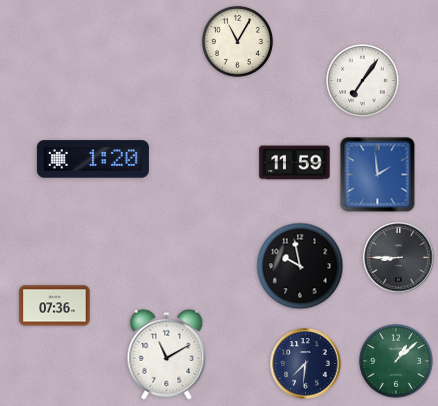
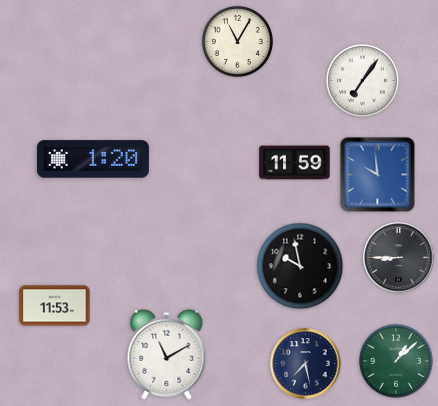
clock at (378, 175): 1:59 -> 9:59
clock at (55, 306): 07:36 -> 11:53
clock at (306, 364): 7:31 -> 7:28
